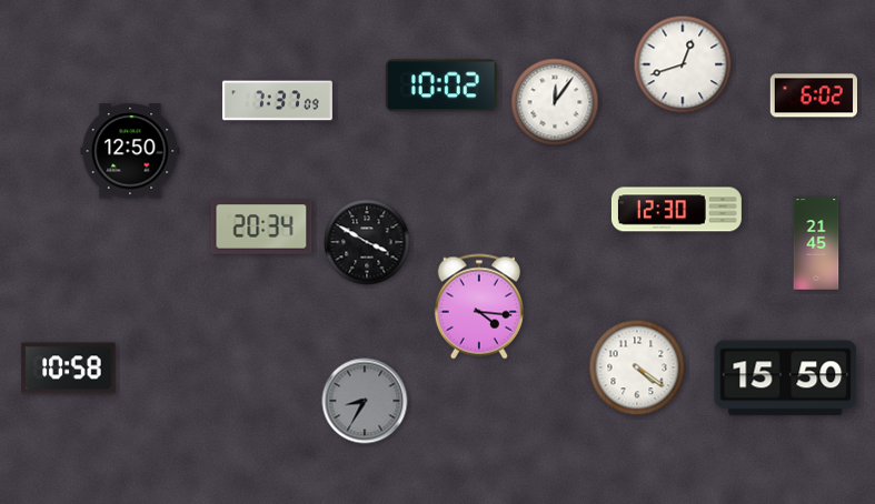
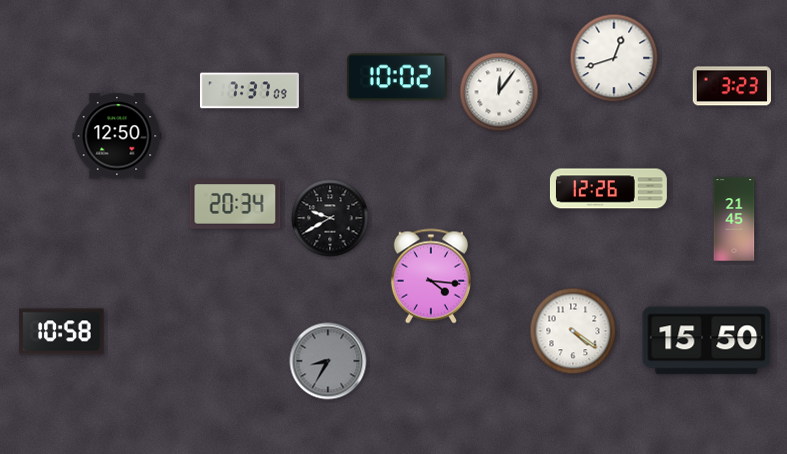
clock at (813, 95): 6:02 -> 3:23
clock at (676, 210): 12:30 -> 12:26
clock at (367, 242): 3:50 -> 9:40
